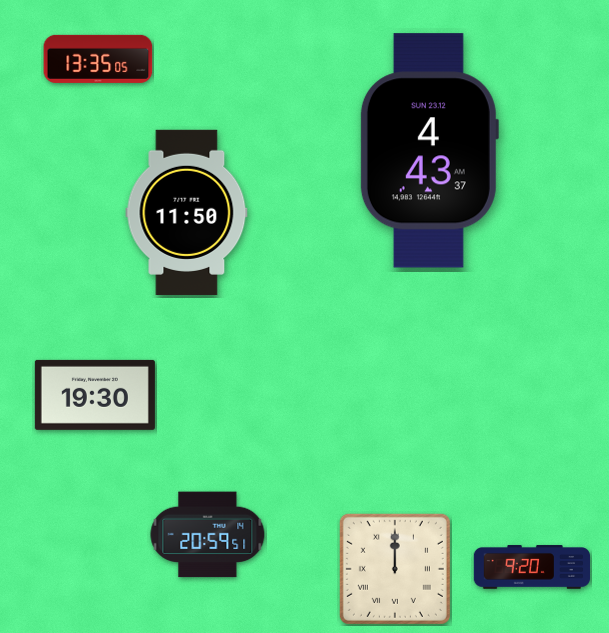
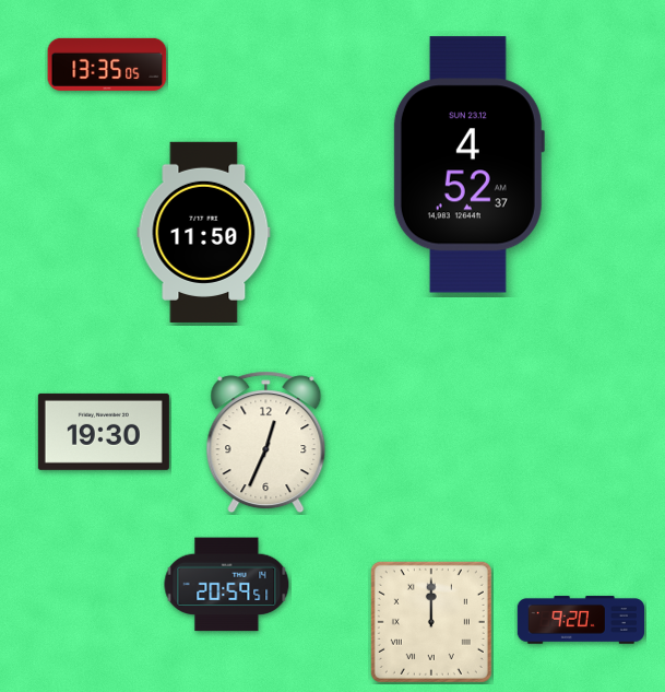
clock at (429, 151): 4:43 -> 4:52
clock at (266, 443): none -> 12:34
